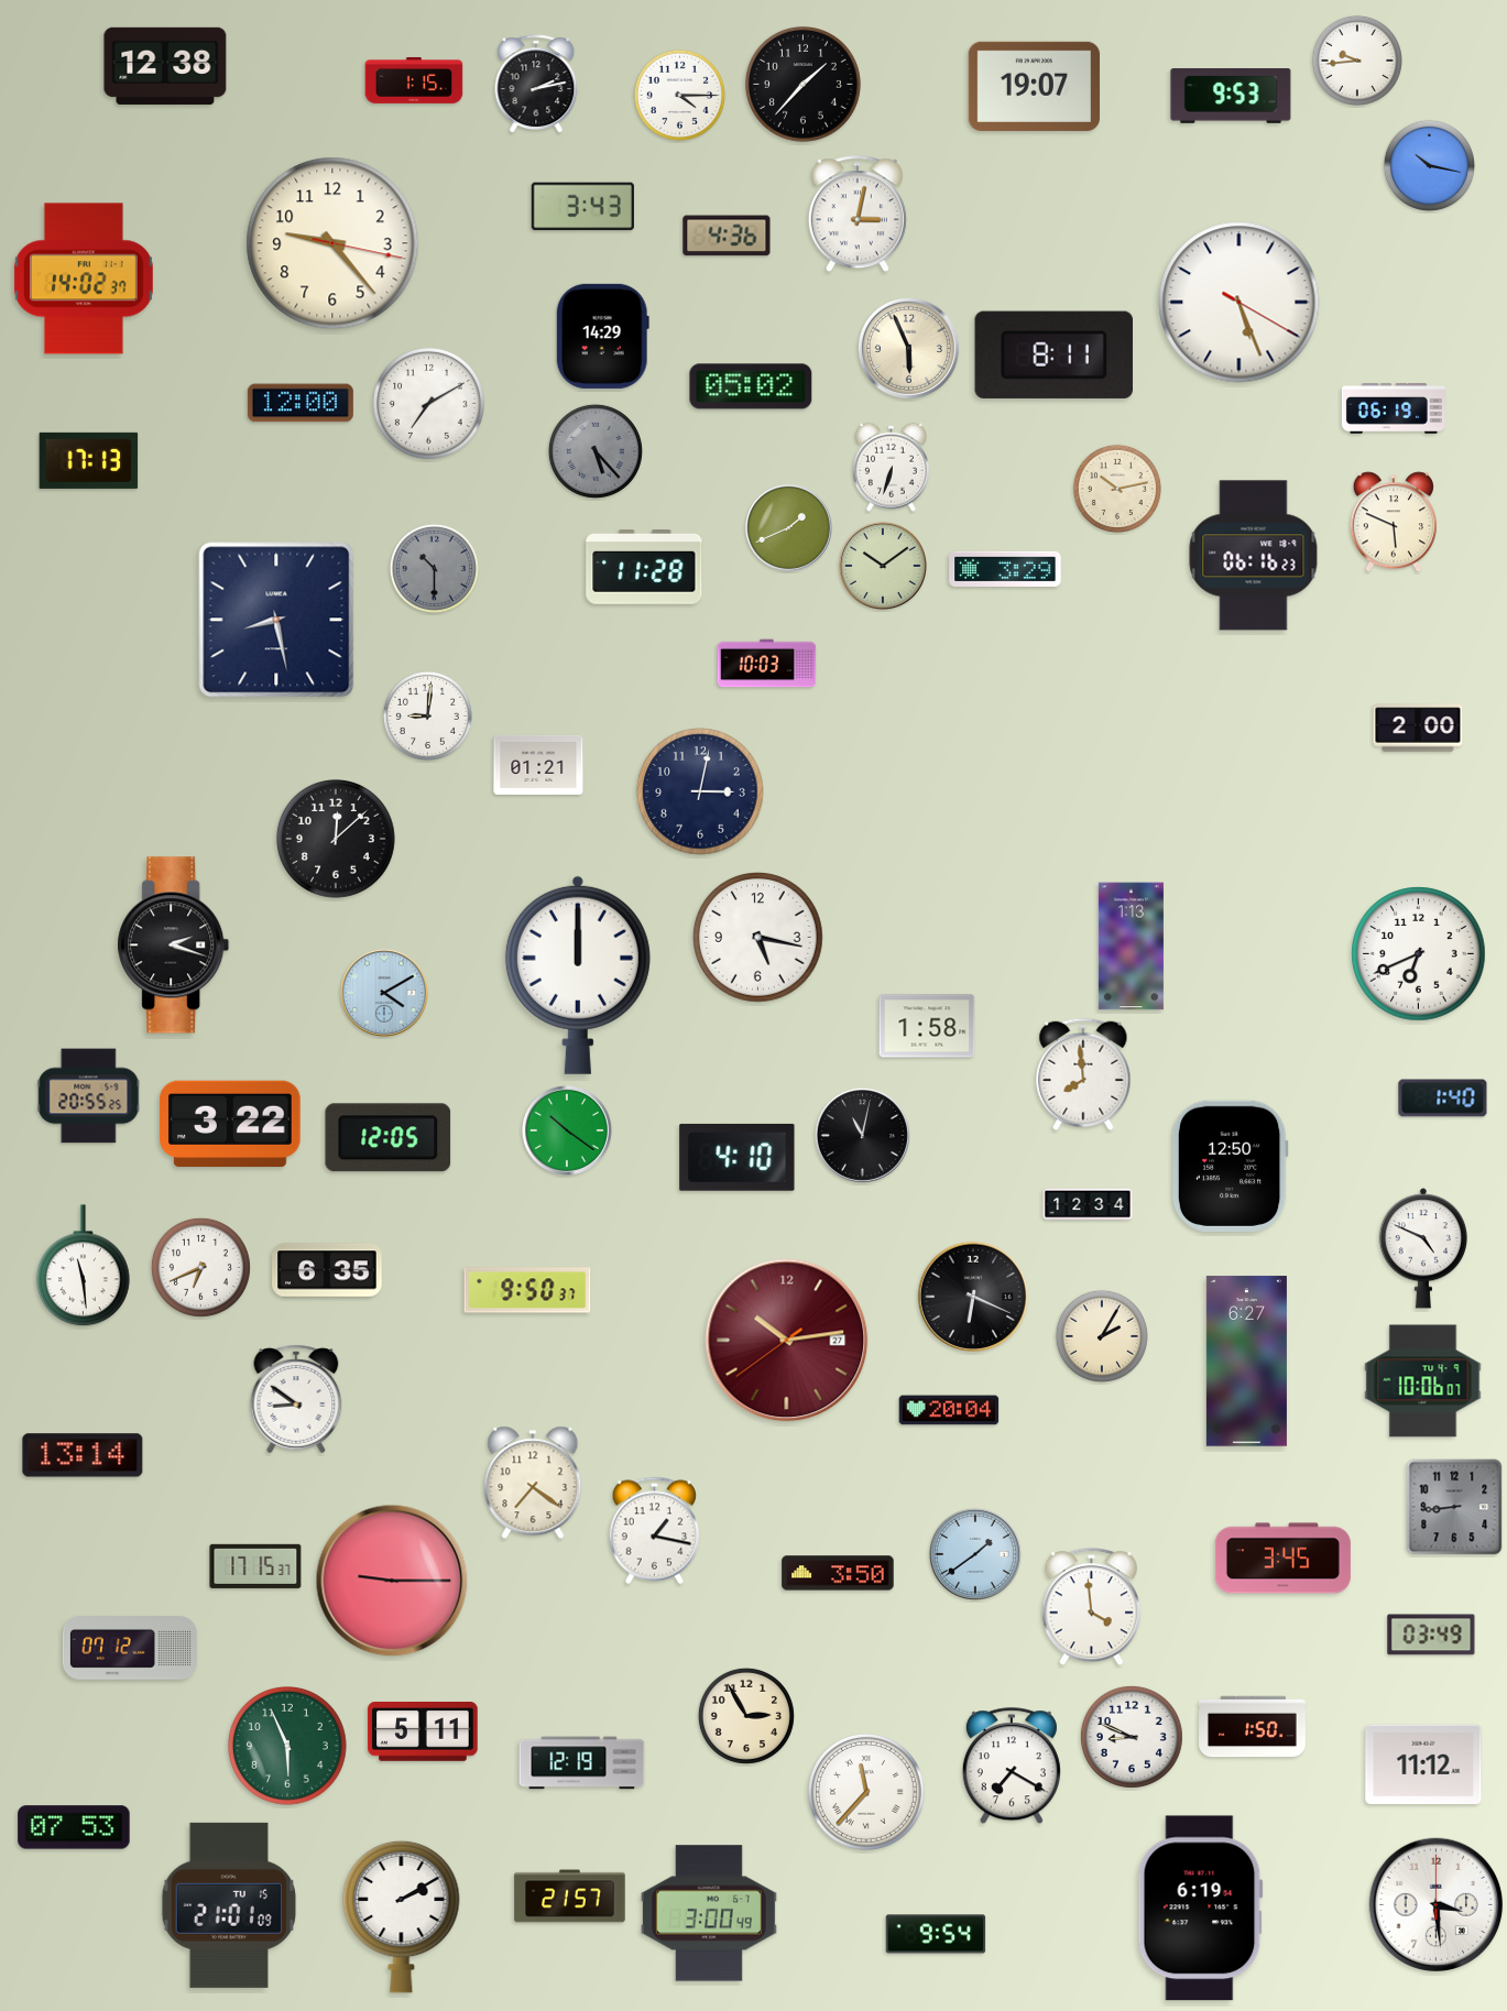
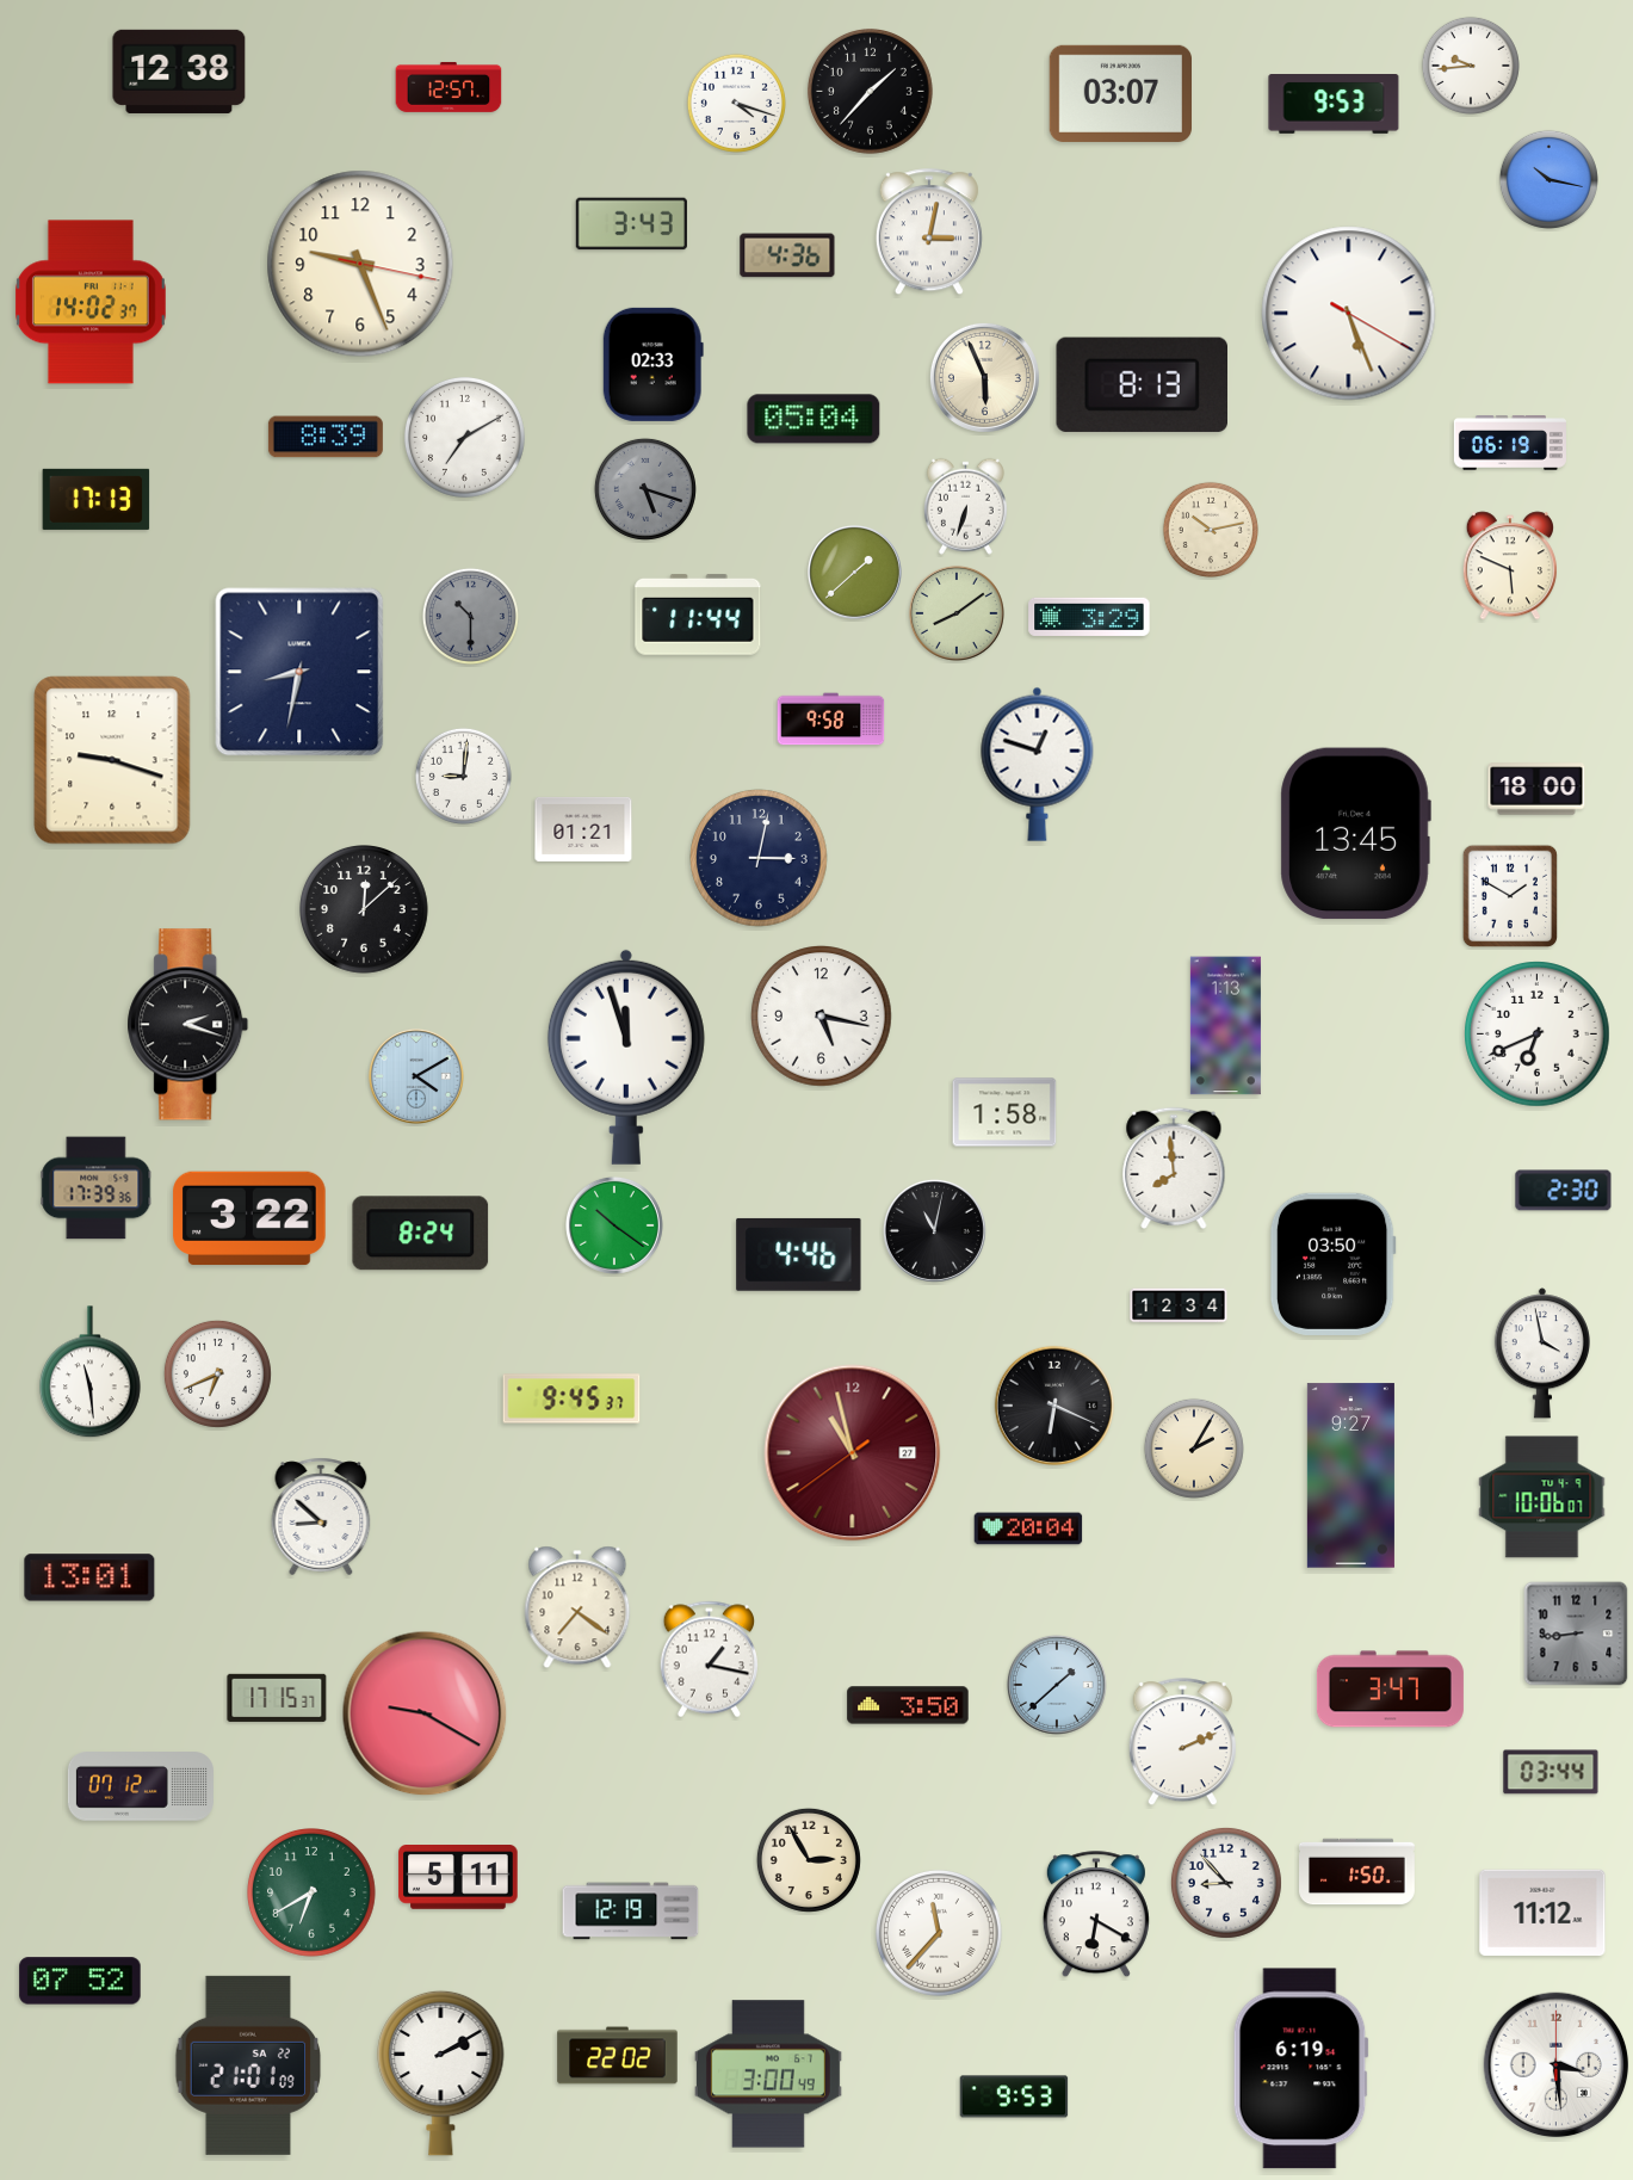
clock at (414, 80): 1:15 -> 12:57
clock at (536, 85): 2:13 -> none
clock at (1034, 86): 19:07 -> 03:07
clock at (679, 95): 4:15 -> 4:18
clock at (332, 243): 9:23 -> 9:26
clock at (1240, 303) position: (1240, 303) -> (1349, 314)
clock at (602, 336): 14:29 -> 02:33
clock at (1053, 354): 8:11 -> 8:13
clock at (751, 386): 05:02 -> 05:04
clock at (301, 403): 12:00 -> 8:39
clock at (596, 451): 5:23 -> 5:18
clock at (788, 527): 1:41 -> 1:38
clock at (1254, 556): 06:16 -> none
clock at (883, 566): 10:09 -> 8:09
clock at (644, 568): 11:28 -> 11:44
clock at (276, 620): 8:28 -> 8:32
clock at (767, 664): 10:03 -> 9:58
clock at (112, 760): none -> 9:18
clock at (1038, 764): none -> 12:48
clock at (1418, 728): 2:00 -> 18:00
clock at (1355, 834): none -> 13:45
clock at (1510, 896): none -> 1:50
clock at (578, 975): 12:00 -> 11:57
clock at (1083, 1074) position: (1083, 1074) -> (1174, 1168)
clock at (89, 1096): 20:55 -> 17:39
clock at (1443, 1099): 1:40 -> 2:30
clock at (389, 1138): 12:05 -> 8:24
clock at (738, 1157): 4:10 -> 4:46
clock at (1230, 1166): 12:50 -> 03:50
clock at (1422, 1248): 4:49 -> 3:58
clock at (327, 1270): 6:35 -> none
clock at (527, 1290): 9:50 -> 9:45
clock at (787, 1341): 10:13 -> 10:57
clock at (1246, 1362): 6:27 -> 9:27
clock at (296, 1399): 8:51 -> 8:52
clock at (83, 1455): 13:14 -> 13:01
clock at (975, 1554): 1:39 -> 1:38
clock at (1282, 1559): 3:45 -> 3:47
clock at (392, 1581): 9:15 -> 9:20
clock at (1091, 1607): 3:59 -> 2:11
clock at (1431, 1635): 03:49 -> 03:44
clock at (1132, 1737): 8:49 -> 8:53
clock at (288, 1747): 5:56 -> 6:40
clock at (1012, 1767): 7:20 -> 6:20
clock at (866, 1792) position: (866, 1792) -> (939, 1933)
clock at (74, 1827): 07:53 -> 07:52
clock at (570, 1897): 21:57 -> 22:02
clock at (229, 1905) date: TU 15 -> SA 22
clock at (402, 1916) position: (402, 1916) -> (441, 2073)
clock at (936, 1934): 9:54 -> 9:53
